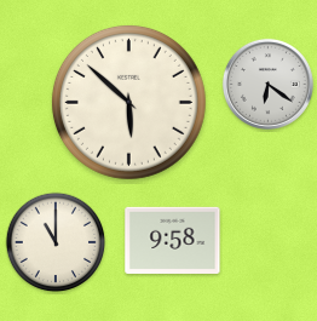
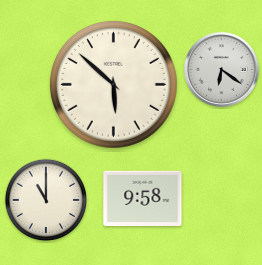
clock at (128, 102) position: (128, 102) -> (113, 84)
